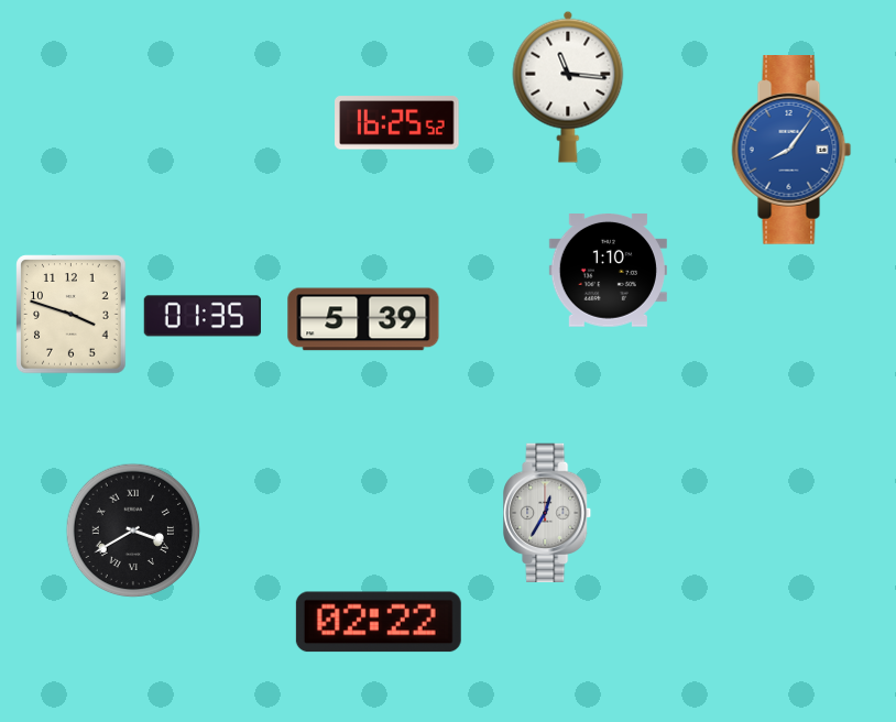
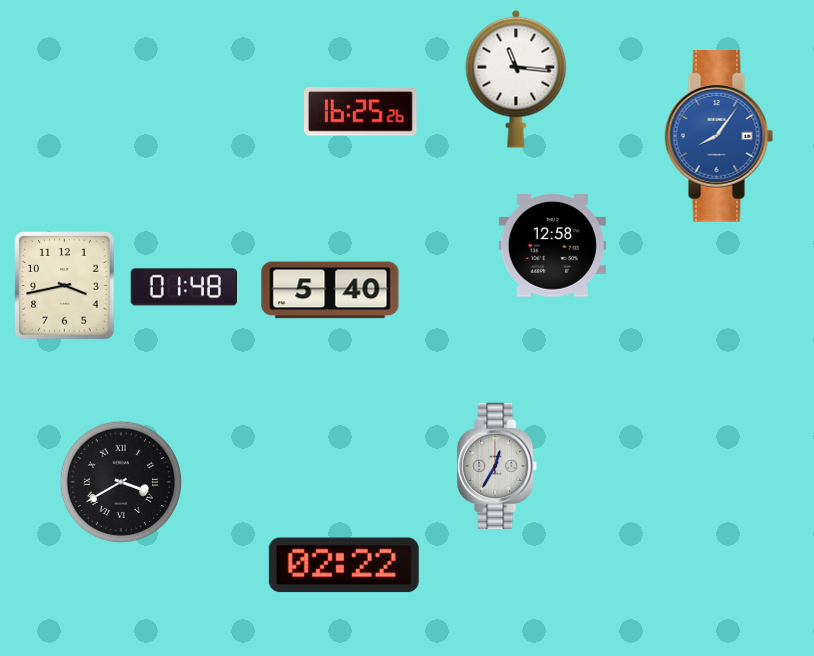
clock at (397, 123): 16:25:52 -> 16:25:26
clock at (608, 271): 1:10 -> 12:58
clock at (72, 315): 3:48 -> 3:43
clock at (203, 316): 01:35 -> 01:48
clock at (363, 319): 5:39 -> 5:40
